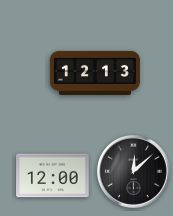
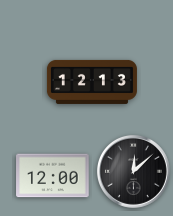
clock at (95, 73) position: (95, 73) -> (92, 82)
